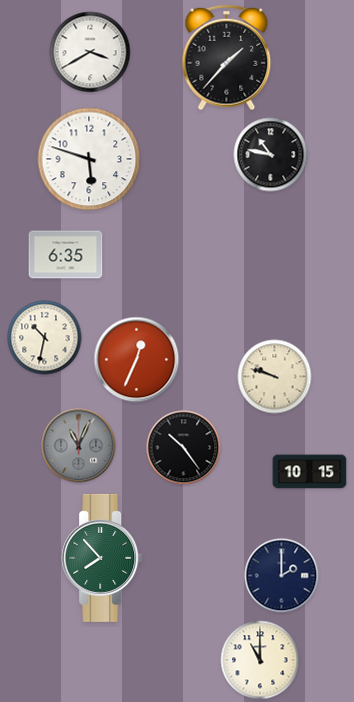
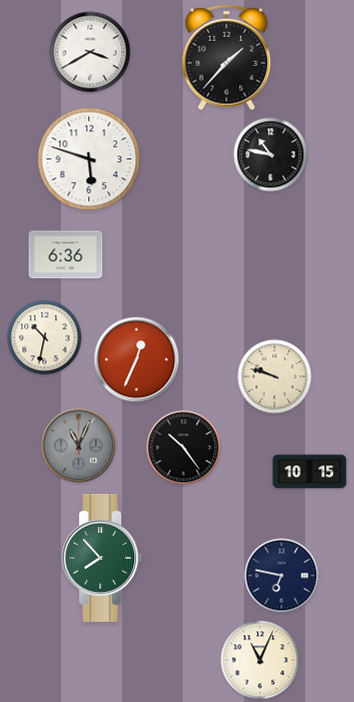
clock at (66, 255): 6:35 -> 6:36
clock at (282, 576): 2:00 -> 6:47
clock at (260, 660): 11:00 -> 11:04
